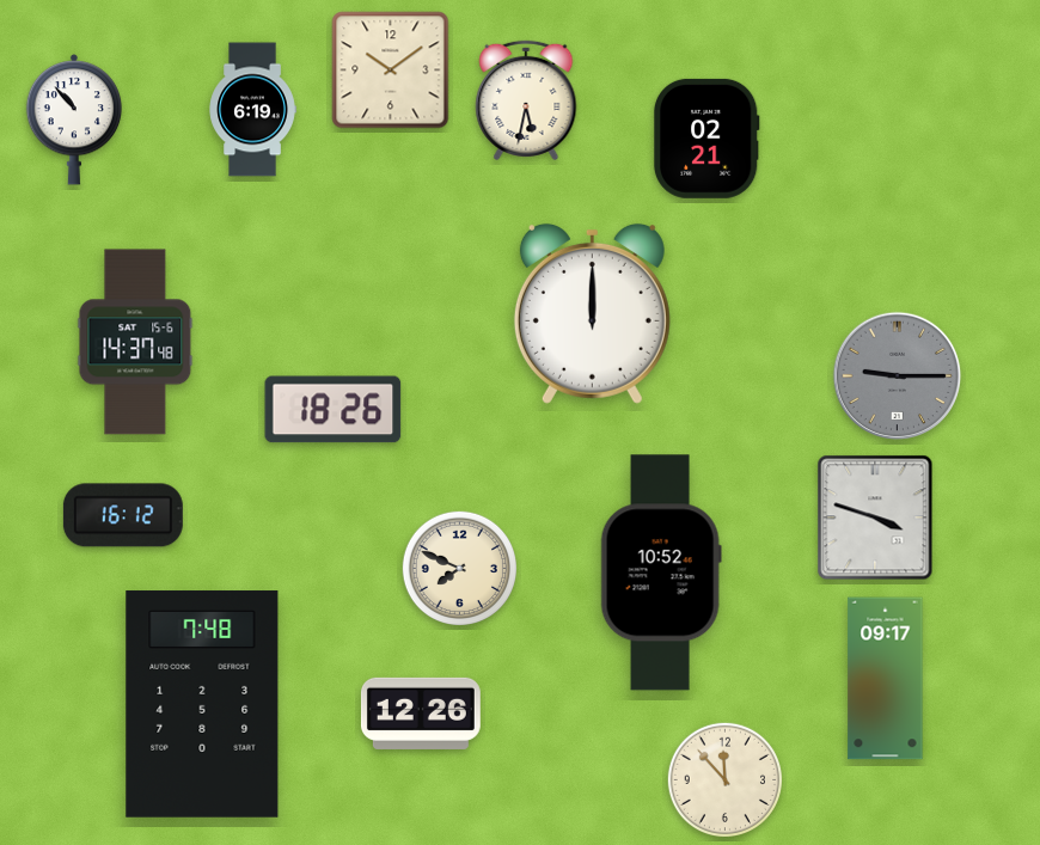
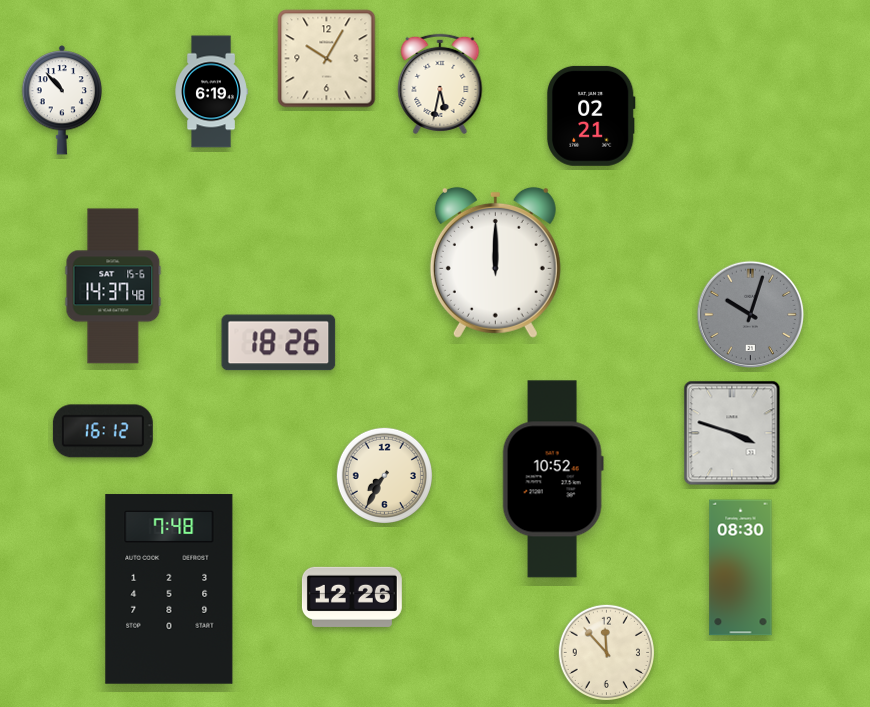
clock at (391, 71): 10:09 -> 10:05
clock at (898, 376): 9:15 -> 10:03
clock at (459, 568): 7:49 -> 7:35
clock at (886, 679): 09:17 -> 08:30
